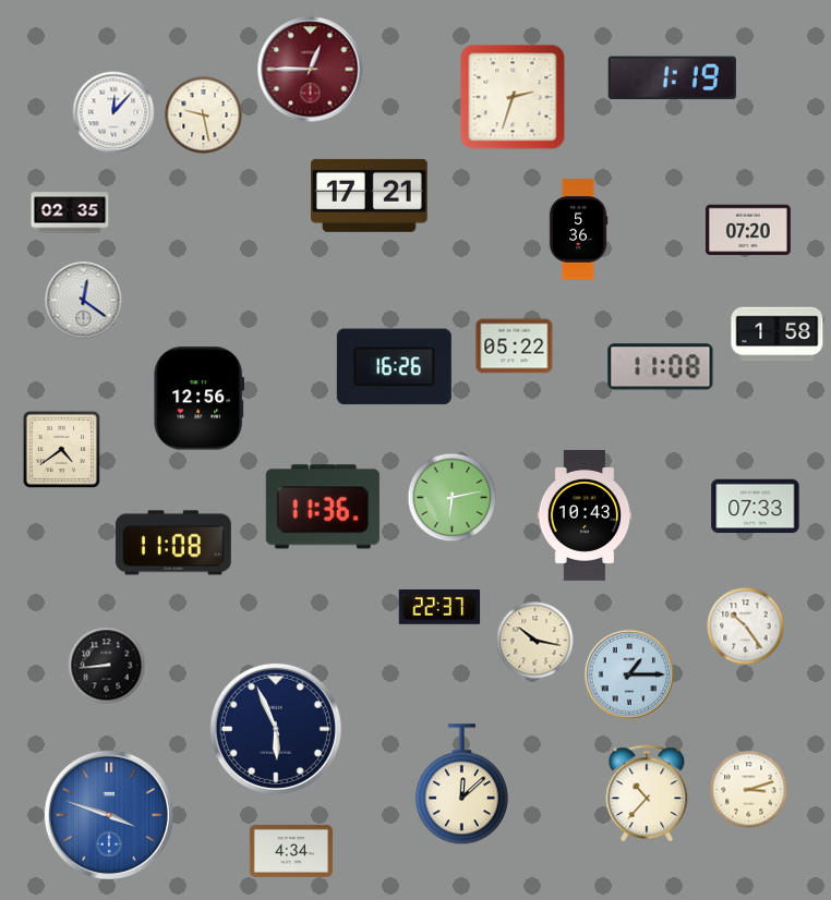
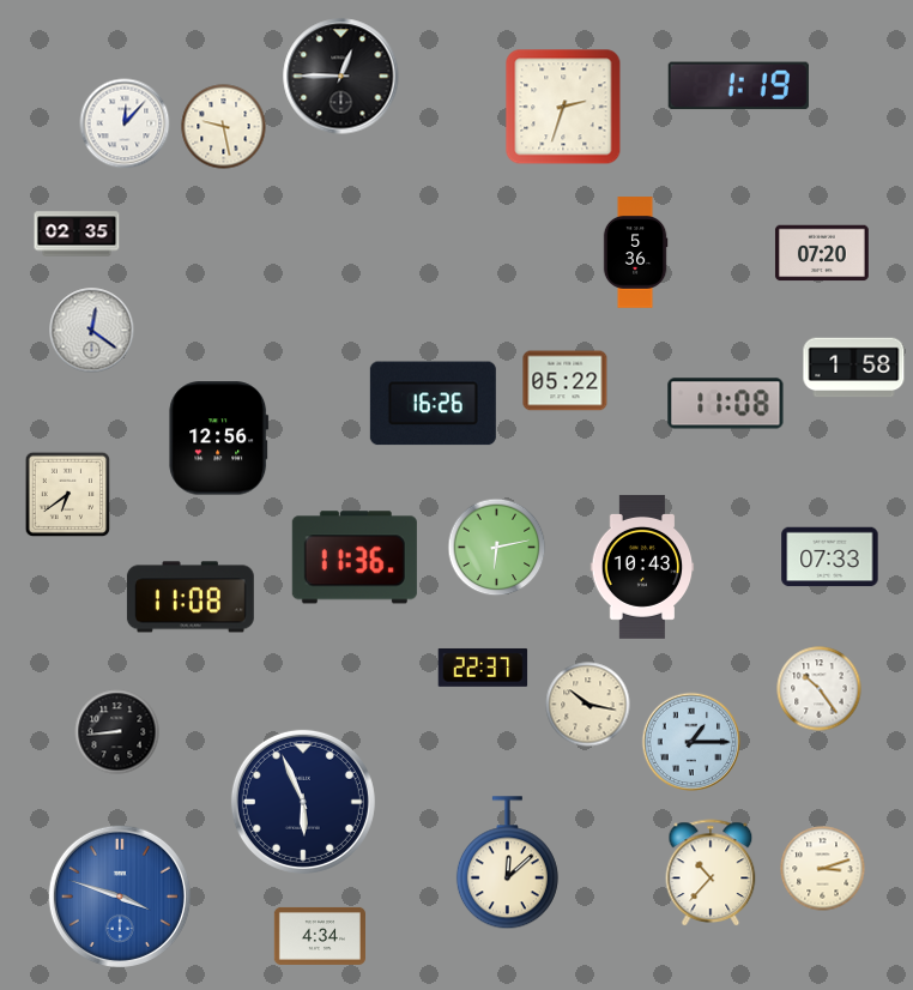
clock at (311, 70) dial: burgundy -> black
clock at (370, 195): 17:21 -> none
clock at (62, 450): 4:39 -> 6:39
